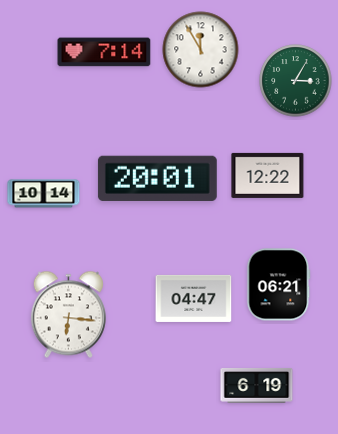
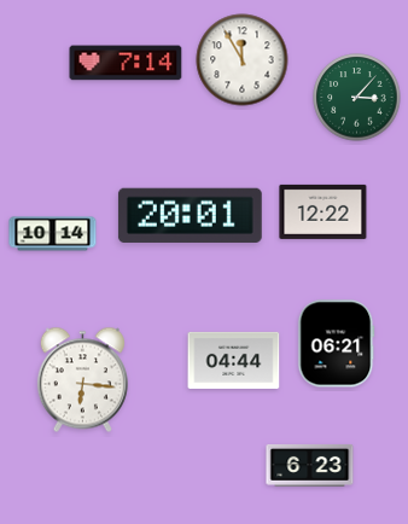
clock at (296, 81): 3:05 -> 3:07
clock at (194, 298): 04:47 -> 04:44
clock at (257, 386): 6:19 -> 6:23
